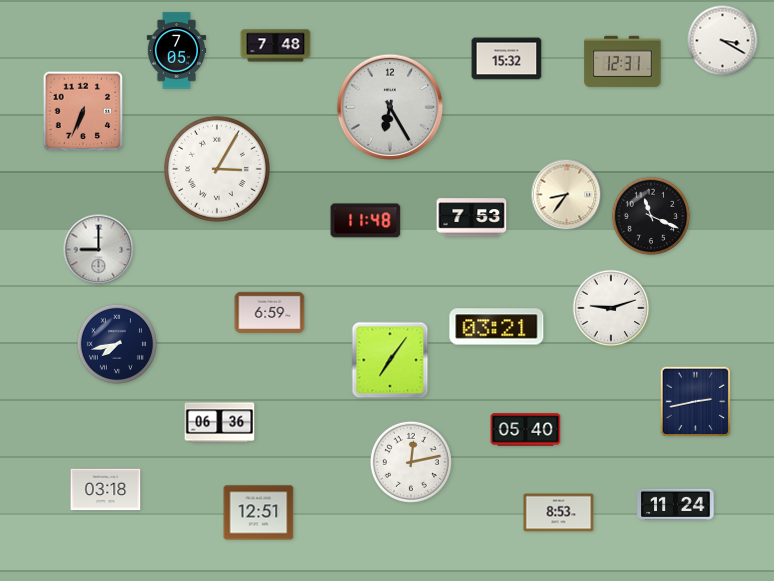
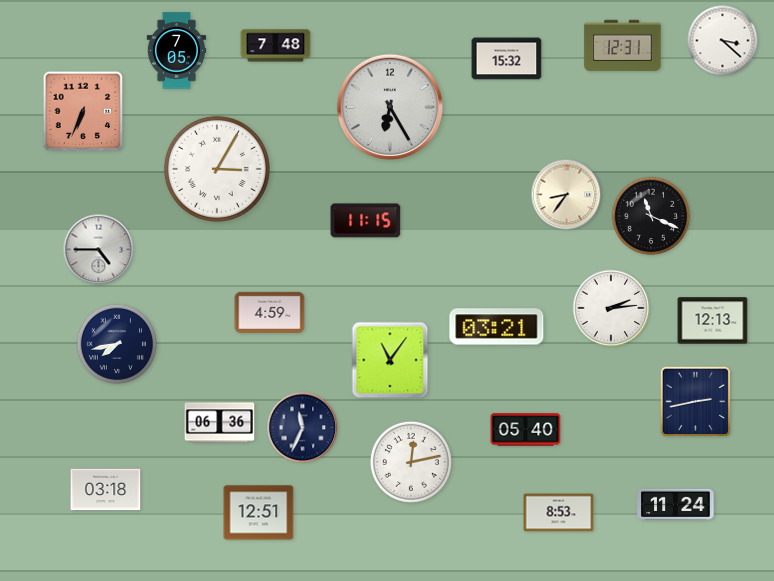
clock at (723, 41): 3:20 -> 3:22
clock at (623, 62) position: (623, 62) -> (623, 46)
clock at (472, 218): 7:53 -> none
clock at (366, 221): 11:48 -> 11:15
clock at (99, 250): 9:00 -> 4:45
clock at (611, 308): 9:12 -> 2:14
clock at (270, 312): 6:59 -> 4:59
clock at (713, 321): none -> 12:13
clock at (390, 360): 7:06 -> 11:06
clock at (303, 428): none -> 11:34
